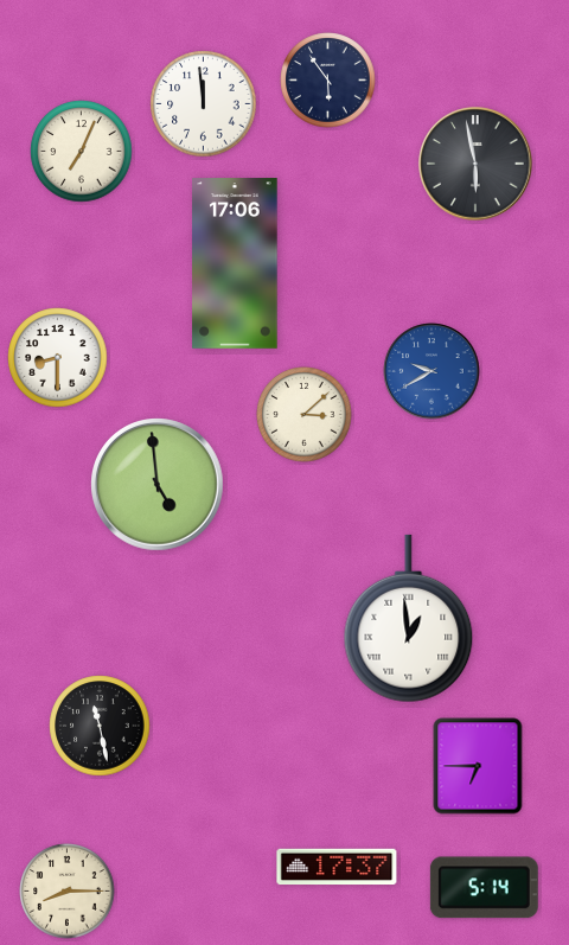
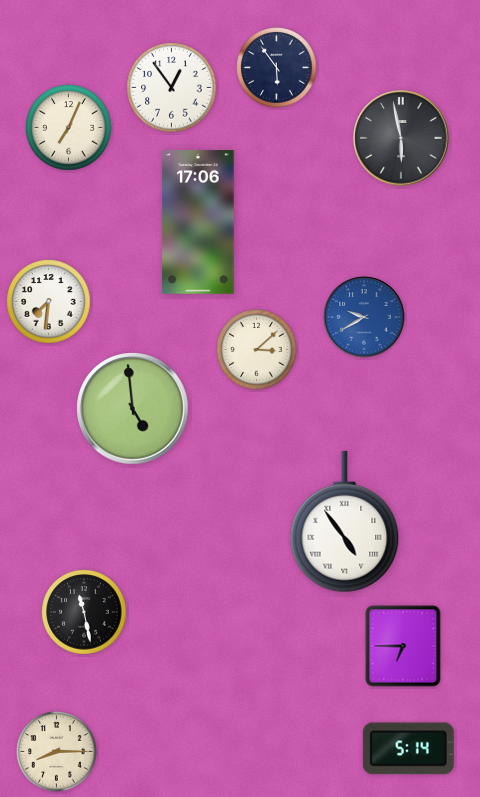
clock at (204, 104): 11:59 -> 12:54
clock at (58, 358): 8:30 -> 7:31
clock at (431, 371) position: (431, 371) -> (364, 317)
clock at (409, 619): 12:59 -> 4:54
clock at (337, 867): 17:37 -> none
